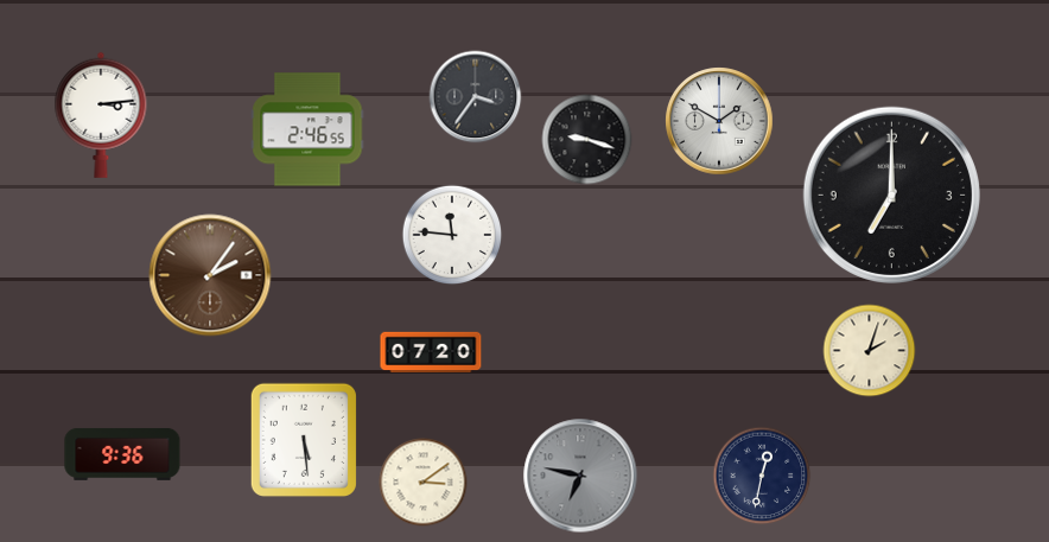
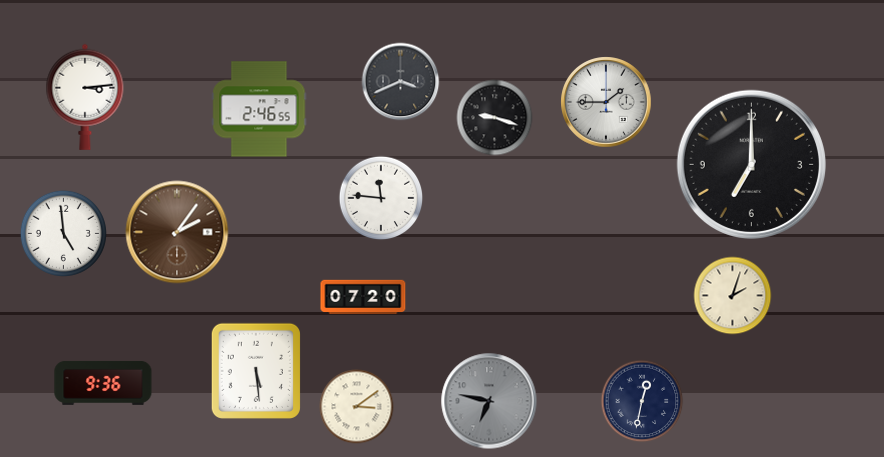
clock at (476, 97): 3:36 -> 3:41
clock at (719, 121): 1:50 -> 1:45
clock at (63, 233): none -> 4:59
